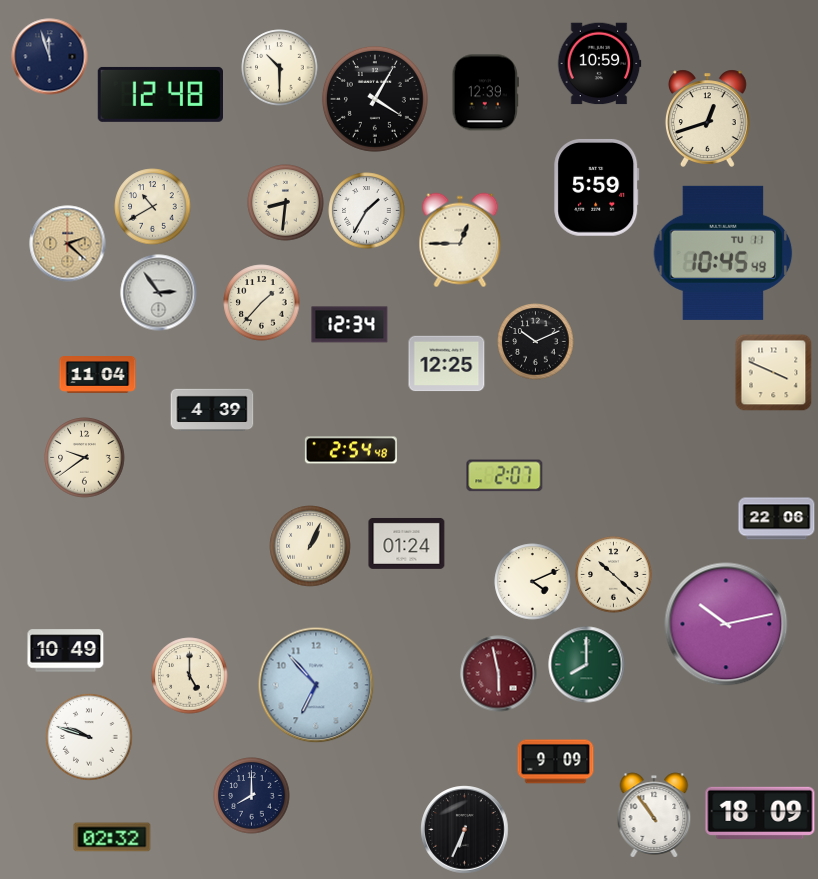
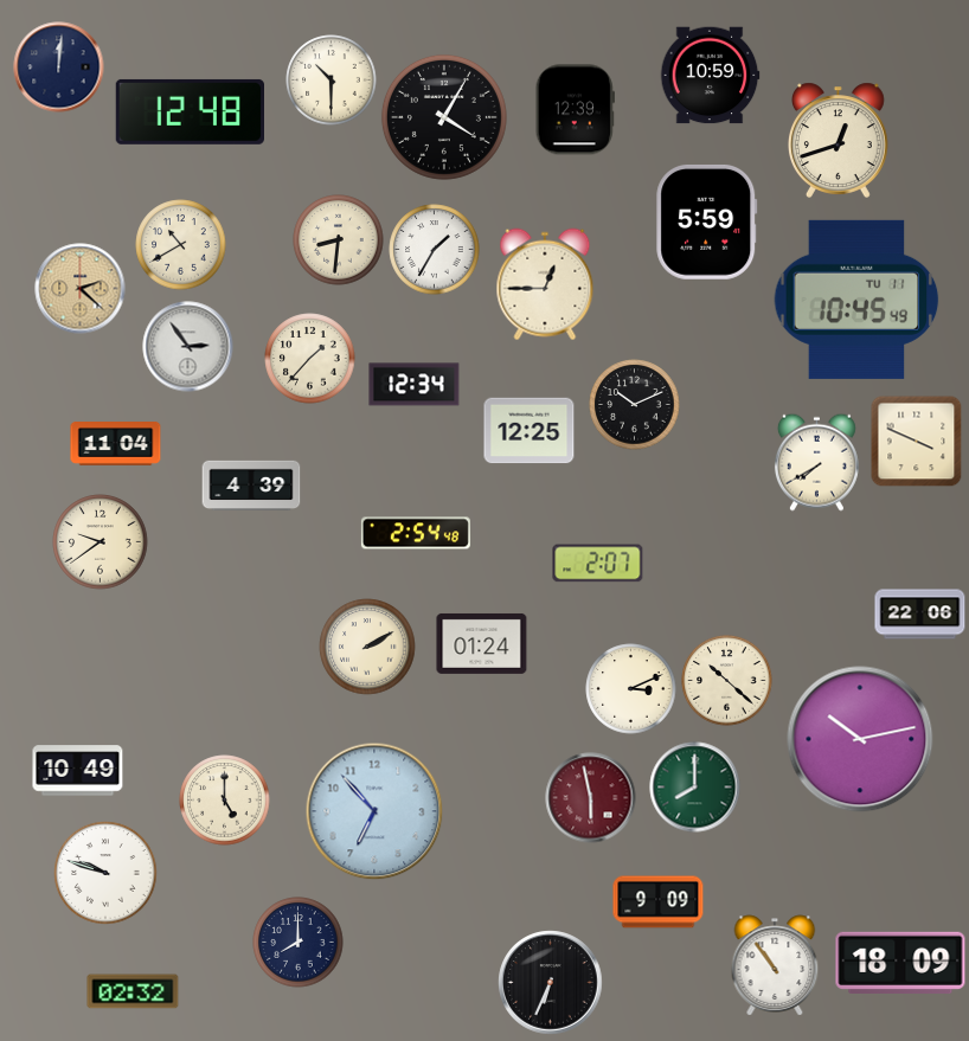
clock at (50, 57): 11:57 -> 12:01
clock at (816, 462): none -> 7:40
clock at (310, 546): 1:04 -> 2:10
clock at (533, 582): 4:11 -> 3:11
